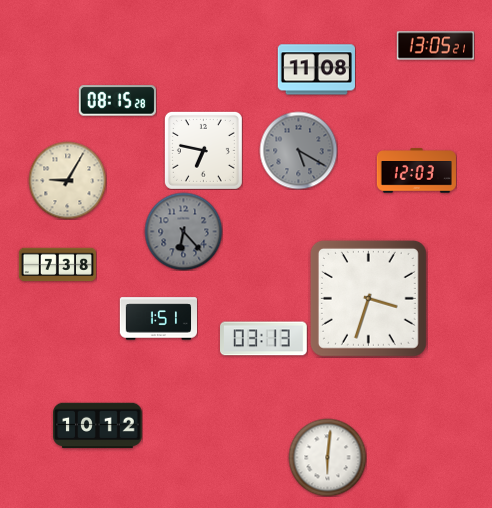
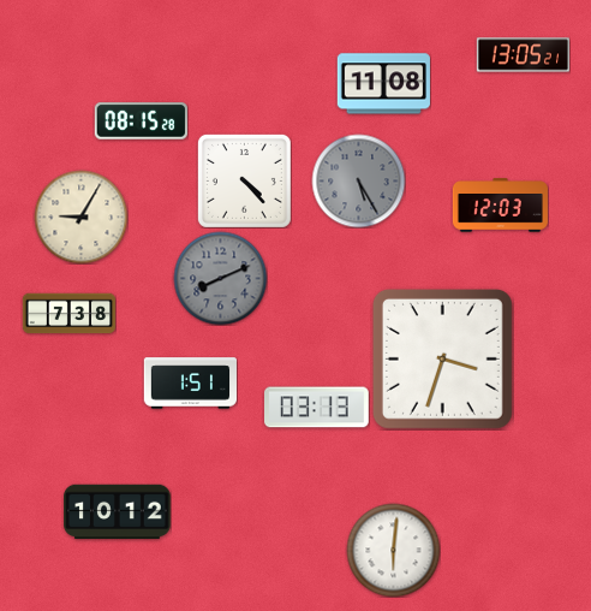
clock at (316, 70) position: (316, 70) -> (383, 84)
clock at (203, 150): 6:47 -> 4:23
clock at (298, 150): 5:20 -> 5:25
clock at (183, 231): 6:23 -> 8:11
clock at (57, 265) position: (57, 265) -> (68, 314)
